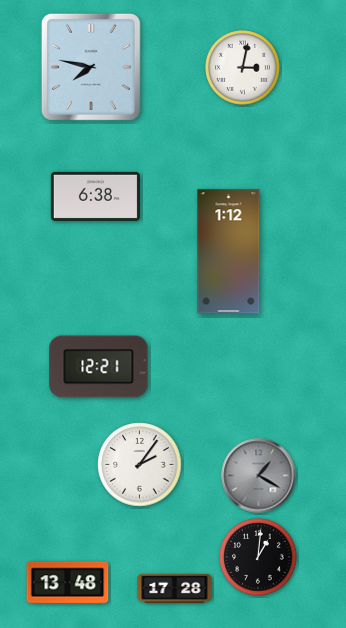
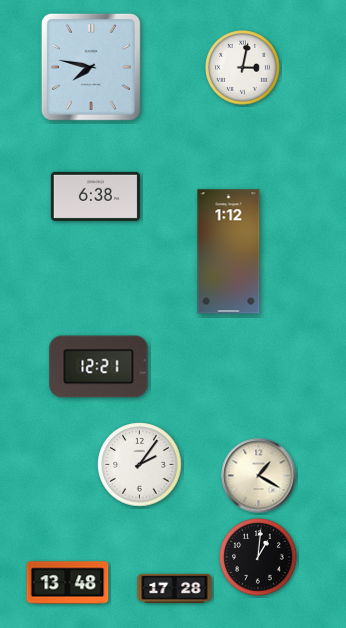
clock at (259, 476) dial: grey -> cream
